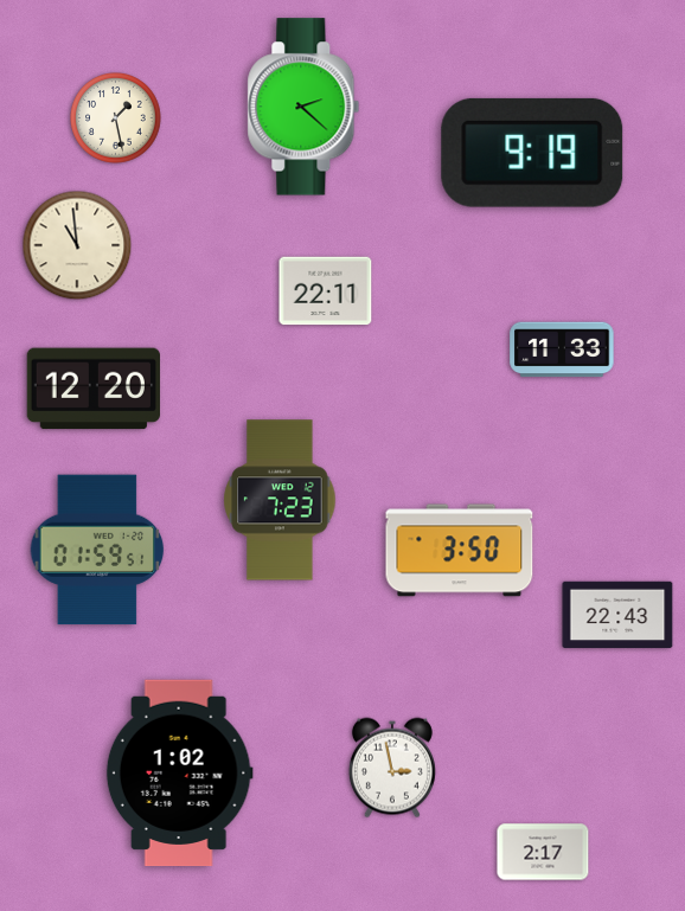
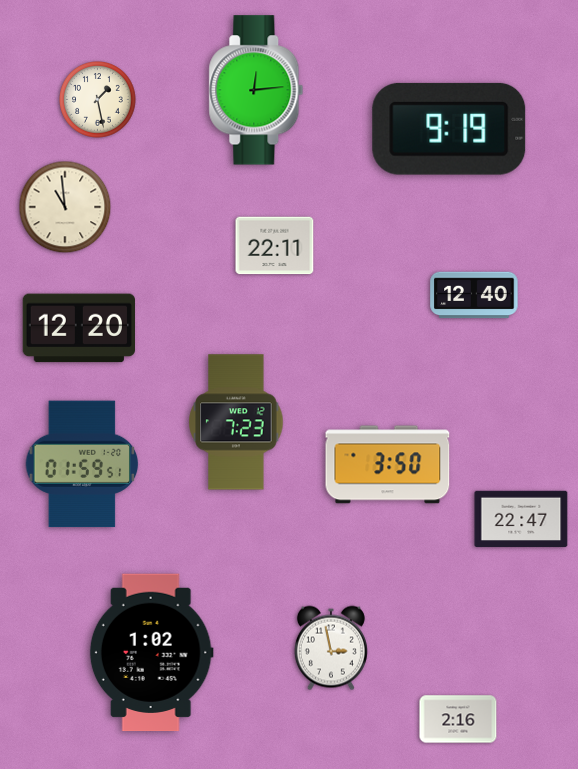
clock at (303, 107): 2:22 -> 12:14
clock at (562, 349): 11:33 -> 12:40
clock at (617, 615): 22:43 -> 22:47
clock at (543, 852): 2:17 -> 2:16
